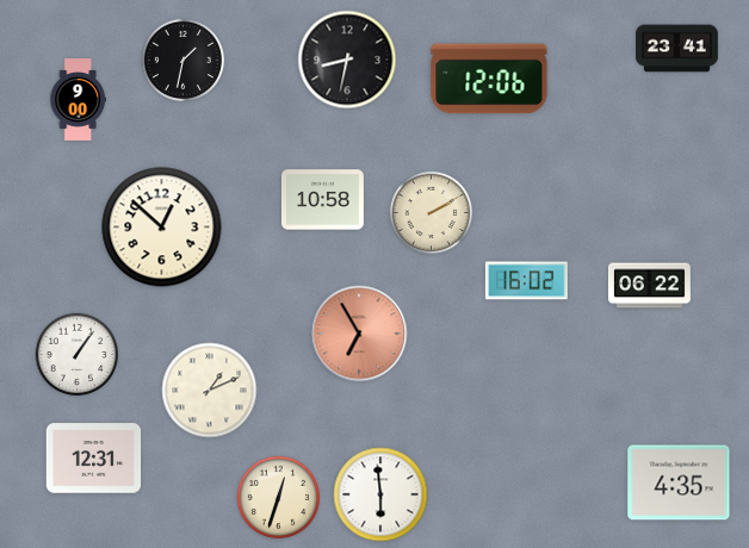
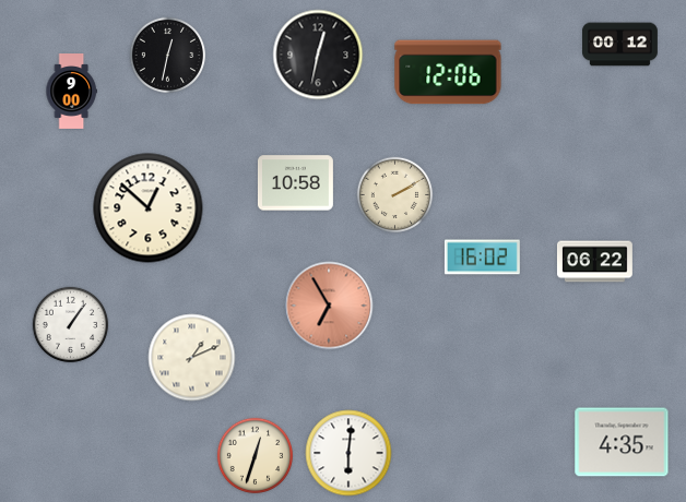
clock at (677, 49): 23:41 -> 00:12
clock at (347, 60): 8:32 -> 12:32
clock at (184, 61): 1:32 -> 12:32
clock at (94, 459): 12:31 -> none
clock at (380, 494): 5:59 -> 6:01
